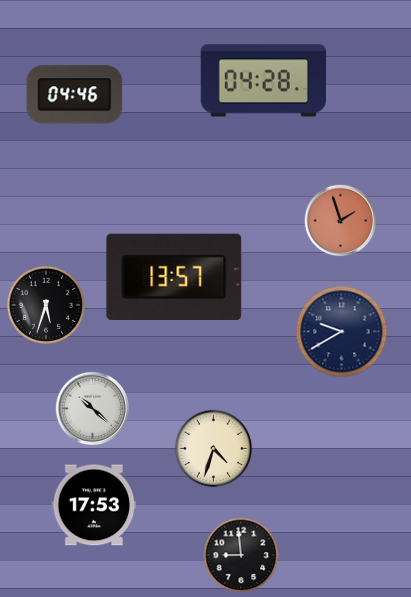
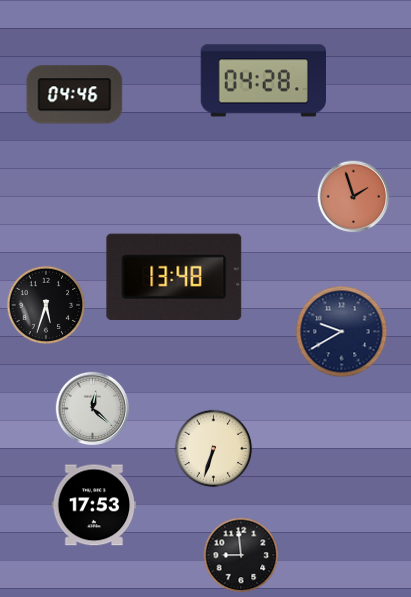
clock at (341, 221) position: (341, 221) -> (354, 197)
clock at (174, 276): 13:57 -> 13:48
clock at (93, 409): 10:22 -> 12:22
clock at (214, 449): 4:33 -> 6:33
